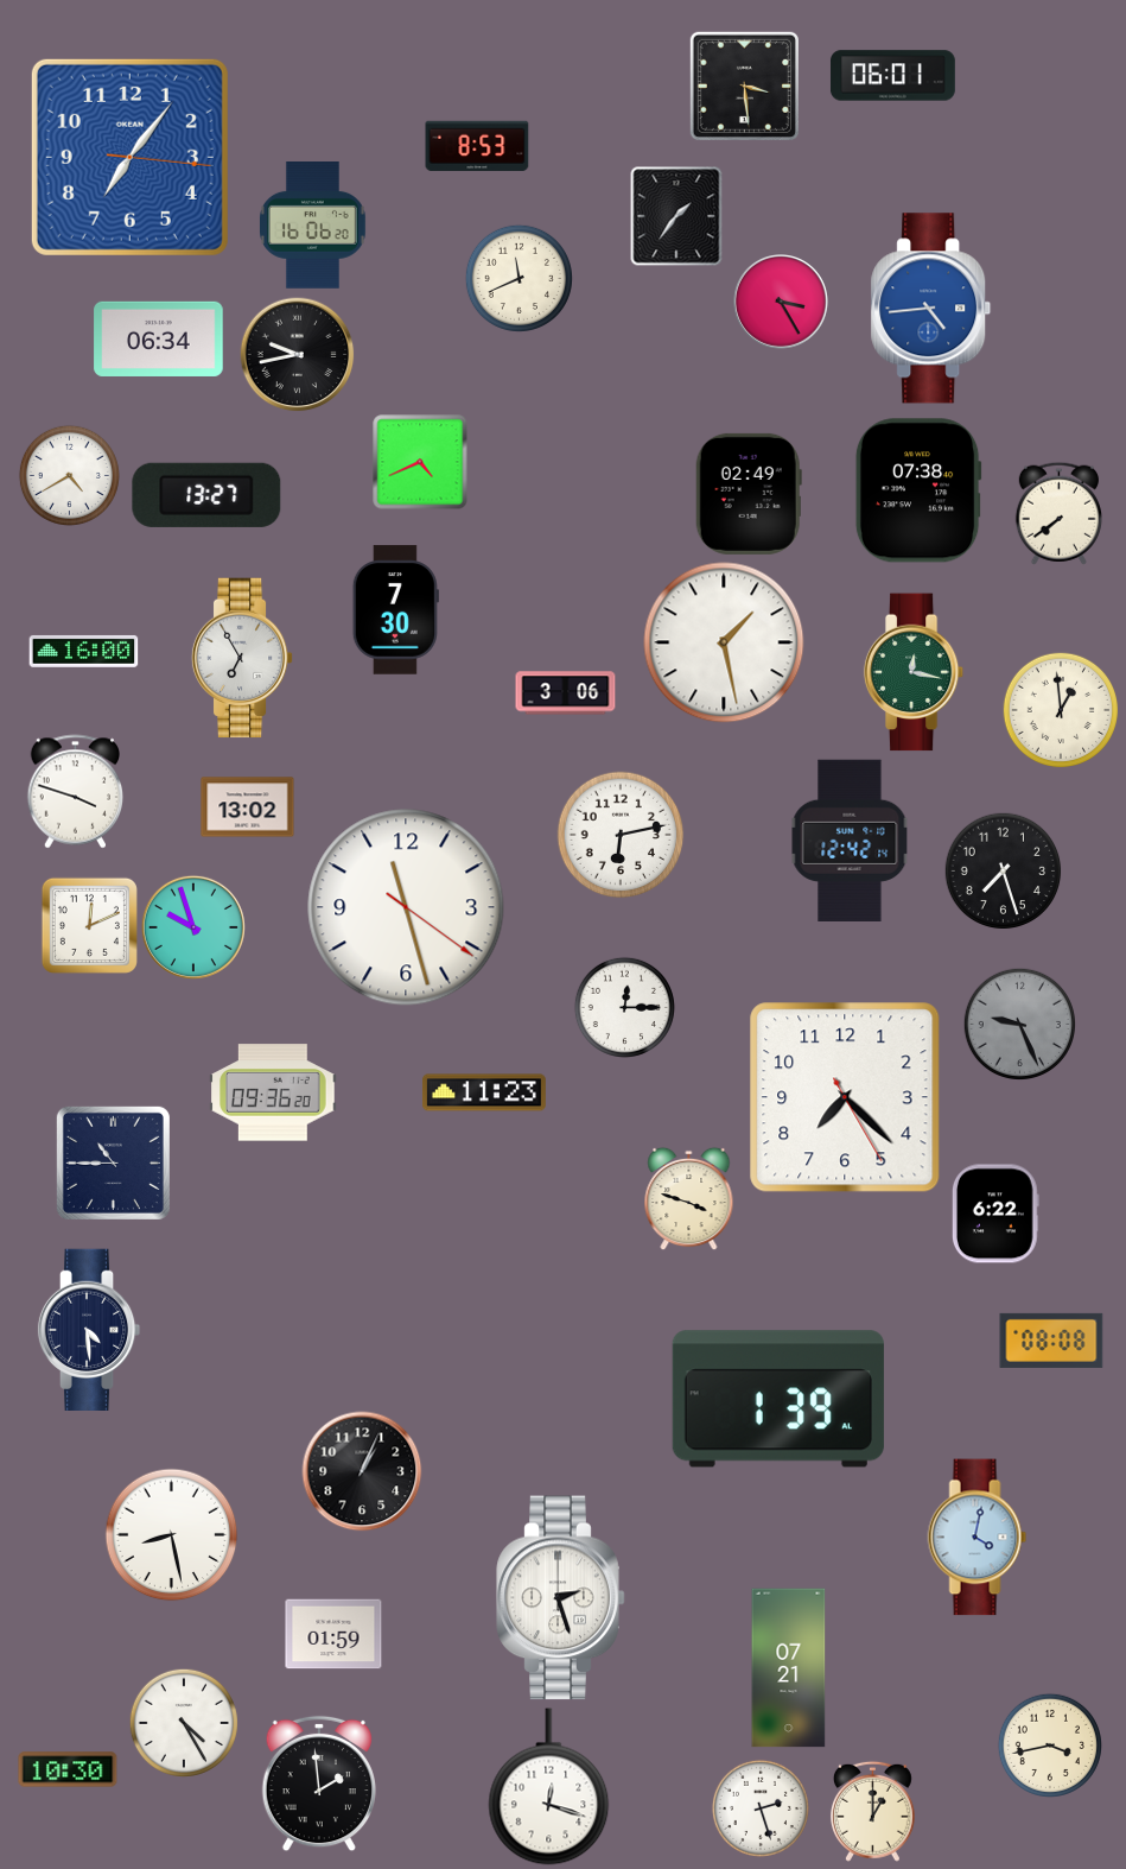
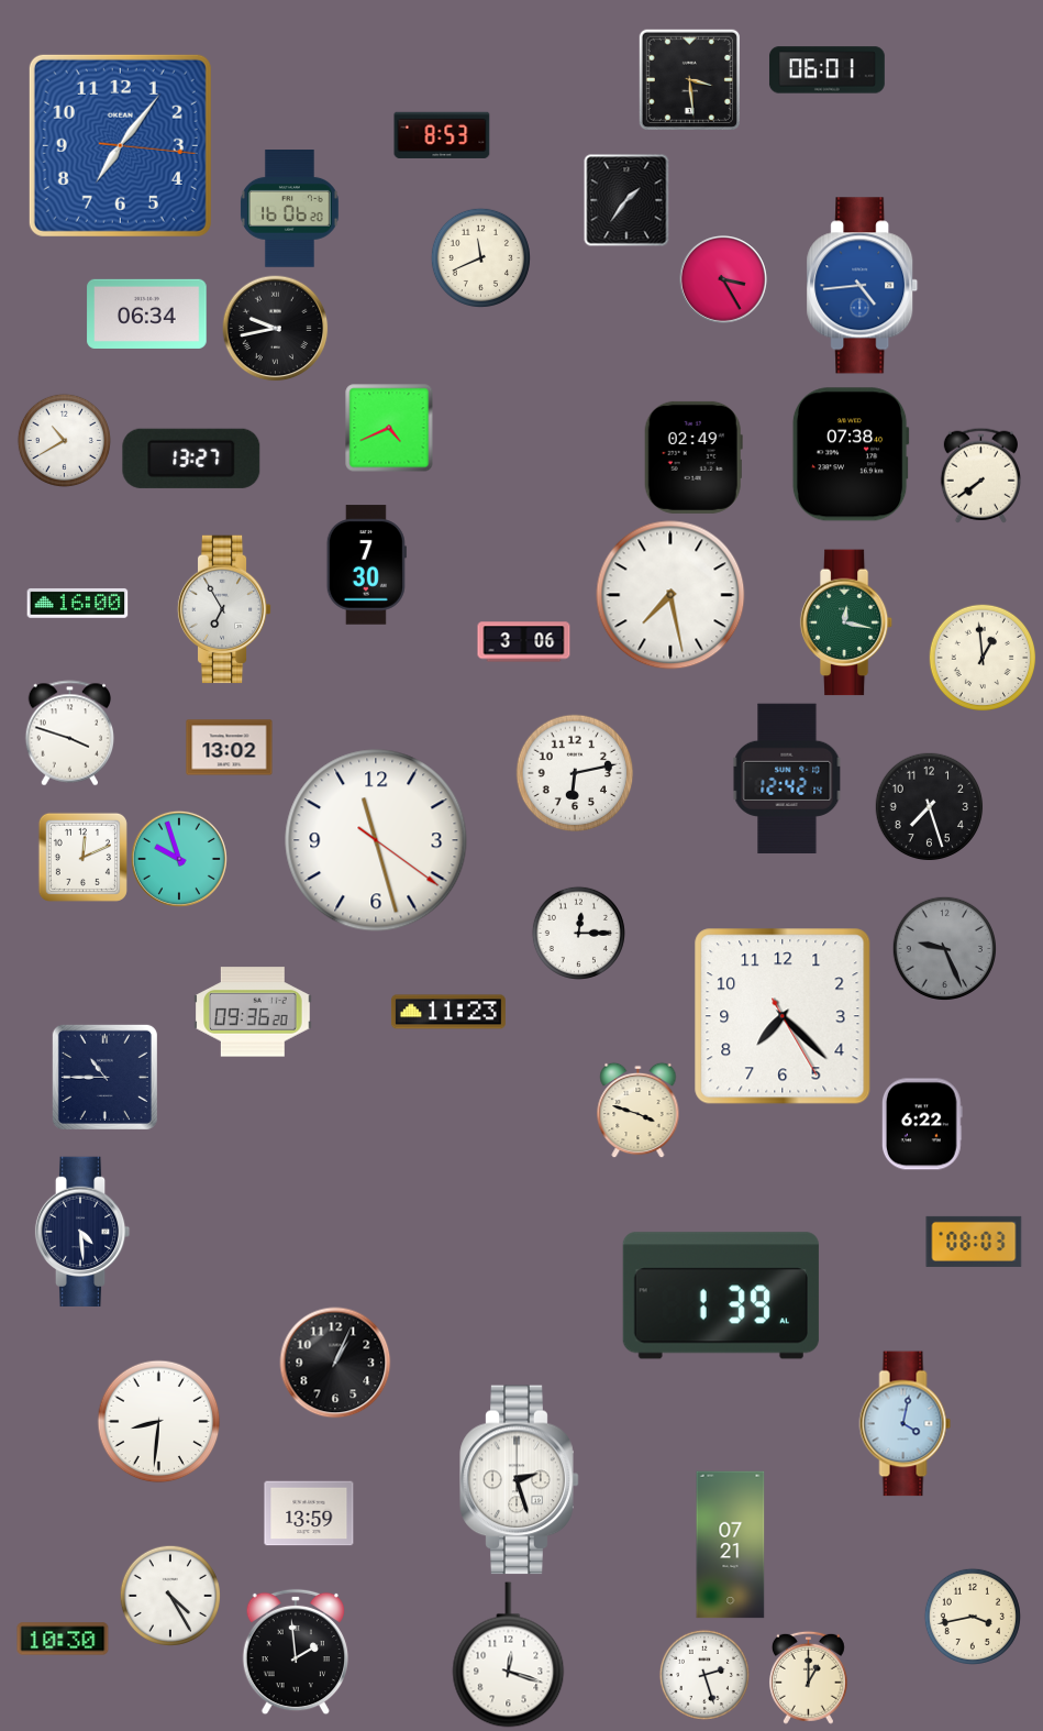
clock at (69, 475): 4:40 -> 10:40
clock at (724, 642): 1:28 -> 7:28
clock at (1051, 1341): 08:08 -> 08:03
clock at (172, 1535): 8:28 -> 8:31
clock at (333, 1634): 01:59 -> 13:59
